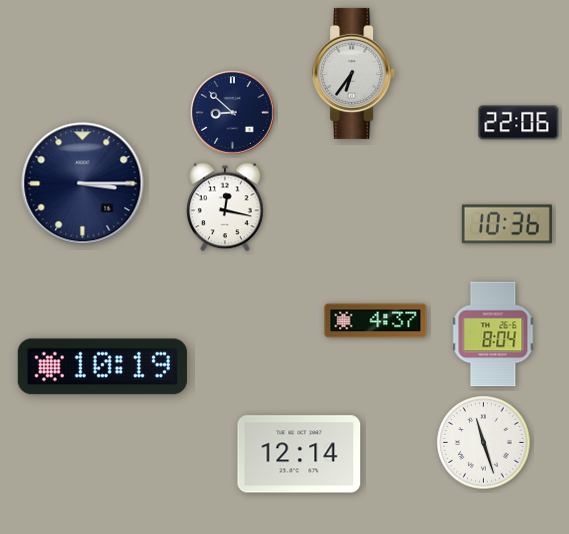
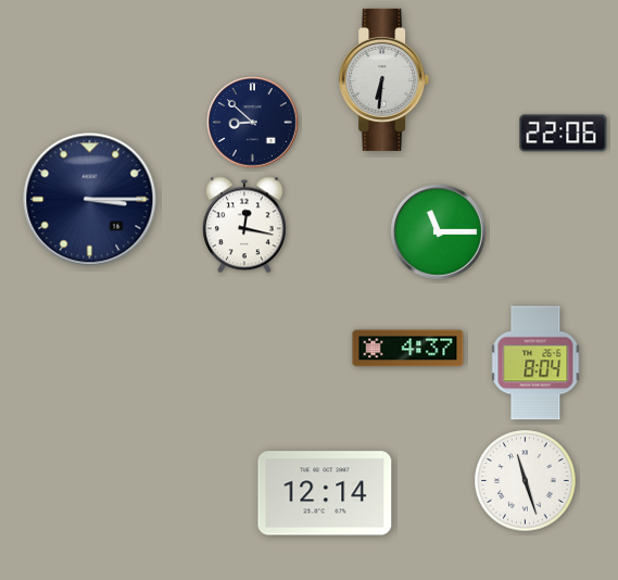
clock at (354, 73): 6:36 -> 6:31
clock at (439, 232): none -> 11:15
clock at (507, 224): 10:36 -> none
clock at (102, 367): 10:19 -> none
